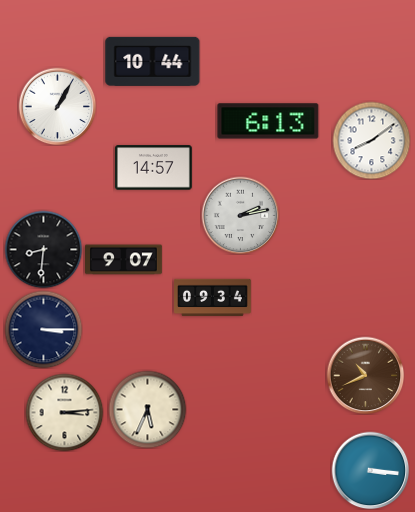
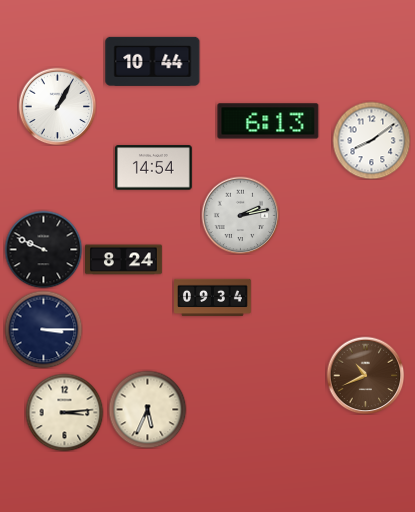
clock at (153, 168): 14:57 -> 14:54
clock at (43, 249): 8:31 -> 9:49
clock at (124, 260): 9:07 -> 8:24
clock at (370, 470): 3:16 -> none
